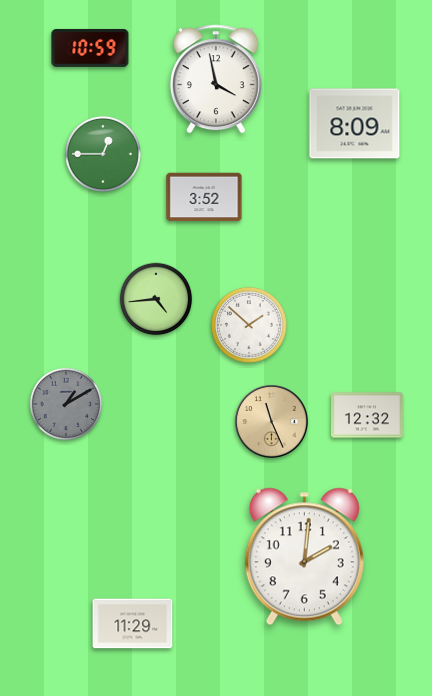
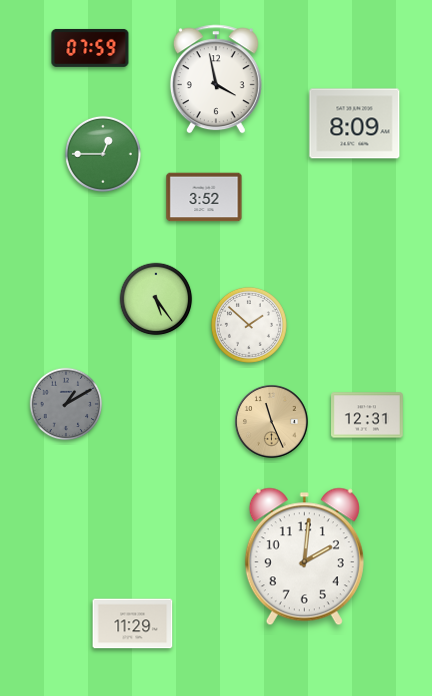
clock at (90, 48): 10:59 -> 07:59
clock at (156, 299): 4:44 -> 5:24
clock at (368, 415): 12:32 -> 12:31
